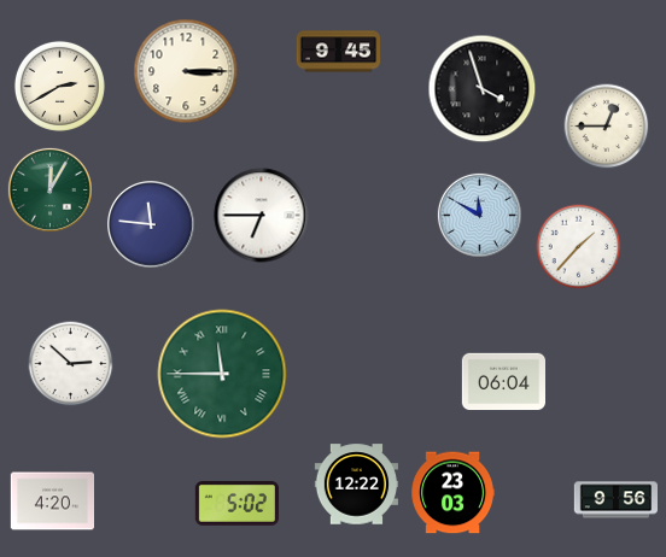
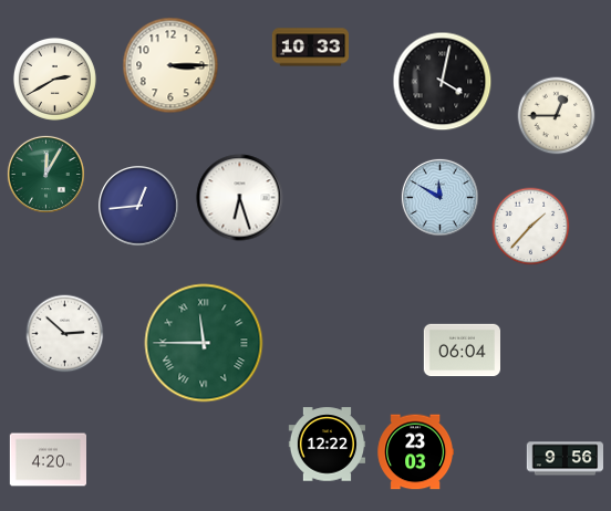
clock at (338, 52): 9:45 -> 10:33
clock at (483, 89): 3:57 -> 4:02
clock at (262, 216): 6:45 -> 6:27
clock at (152, 225): 11:46 -> 12:44
clock at (236, 504): 5:02 -> none
